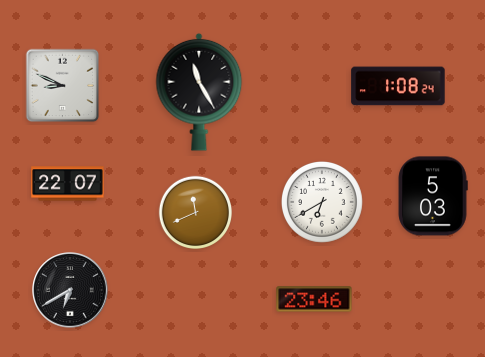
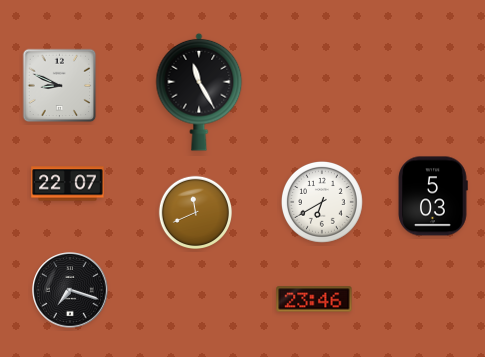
clock at (63, 86) position: (63, 86) -> (60, 86)
clock at (398, 86): 1:08 -> none
clock at (70, 290): 6:40 -> 7:18
